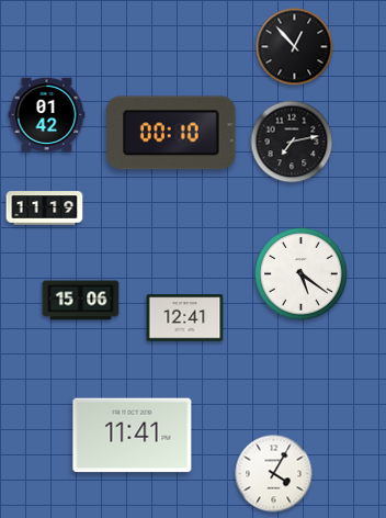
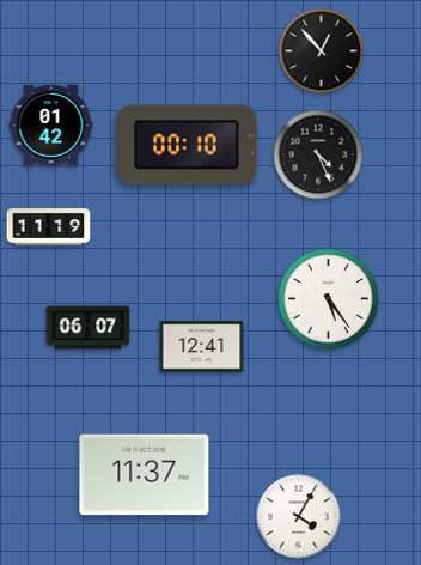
clock at (292, 142): 7:13 -> 4:26
clock at (302, 274): 5:21 -> 5:24
clock at (81, 301): 15:06 -> 06:07
clock at (133, 436): 11:41 -> 11:37
